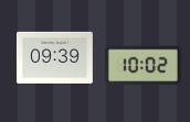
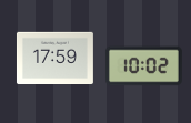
clock at (54, 57): 09:39 -> 17:59
